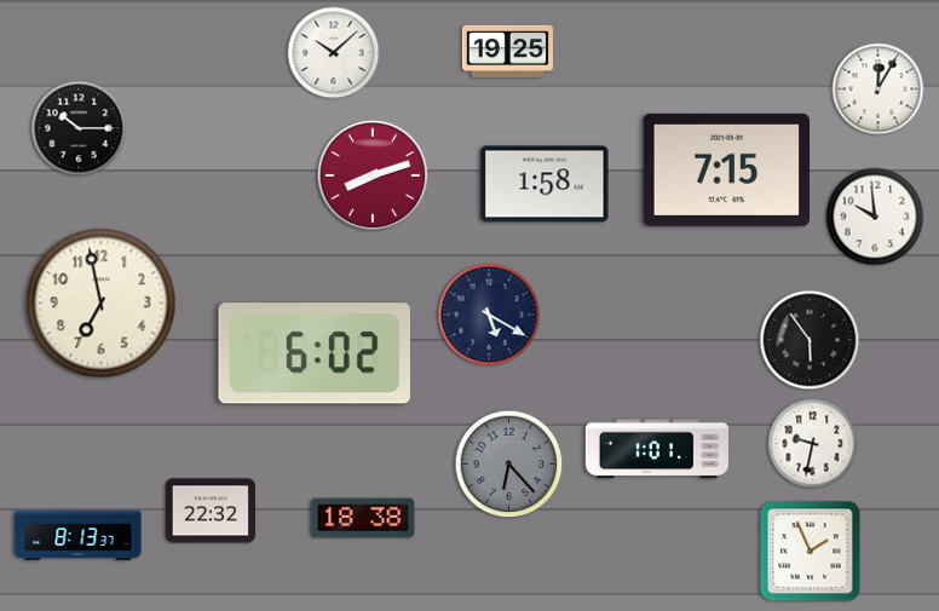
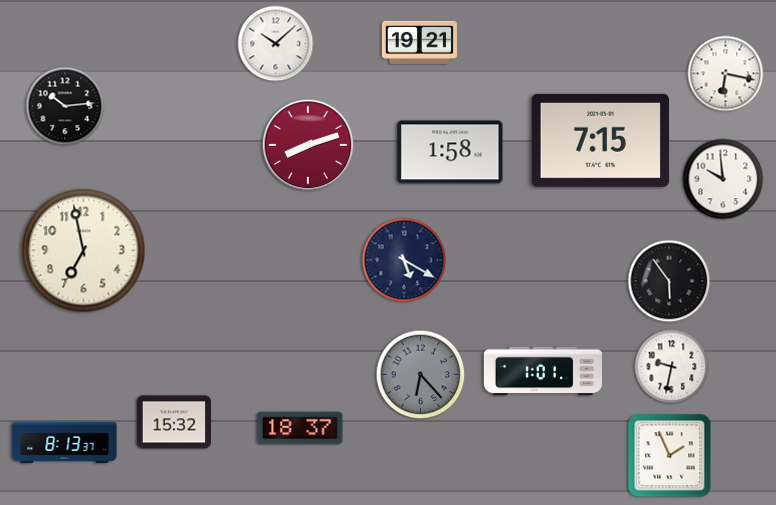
clock at (507, 51): 19:25 -> 19:21
clock at (878, 90): 12:05 -> 6:17
clock at (79, 128): 10:15 -> 10:14
clock at (315, 353): 6:02 -> none
clock at (509, 465) position: (509, 465) -> (421, 375)
clock at (209, 511): 22:32 -> 15:32
clock at (363, 518): 18:38 -> 18:37
